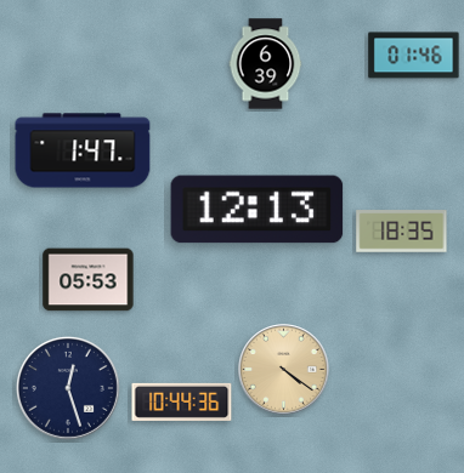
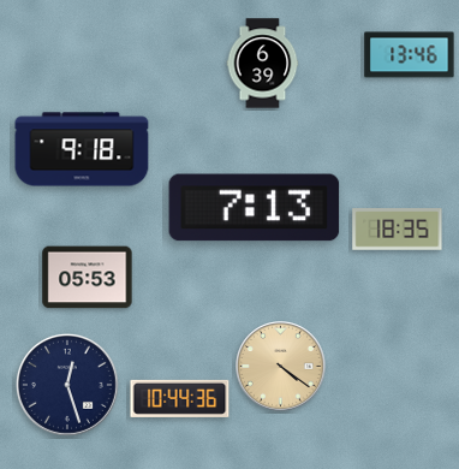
clock at (414, 56): 01:46 -> 13:46
clock at (83, 150): 1:47 -> 9:18
clock at (258, 210): 12:13 -> 7:13
